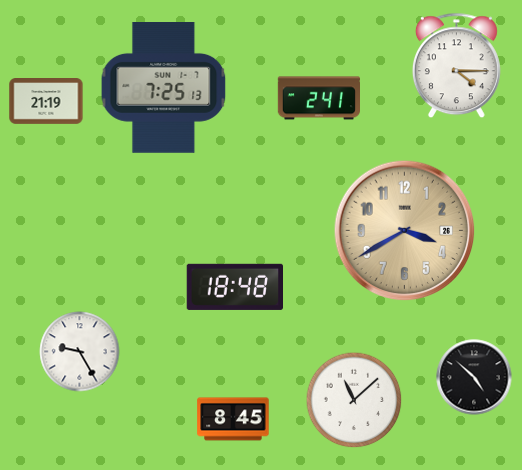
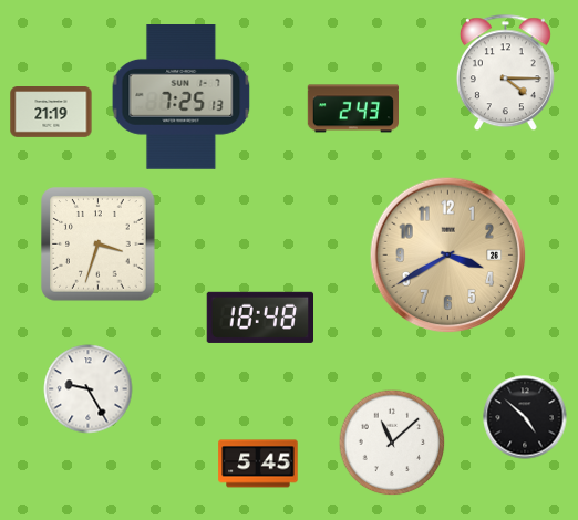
clock at (318, 98): 2:41 -> 2:43
clock at (99, 245): none -> 3:33
clock at (233, 419): 8:45 -> 5:45
